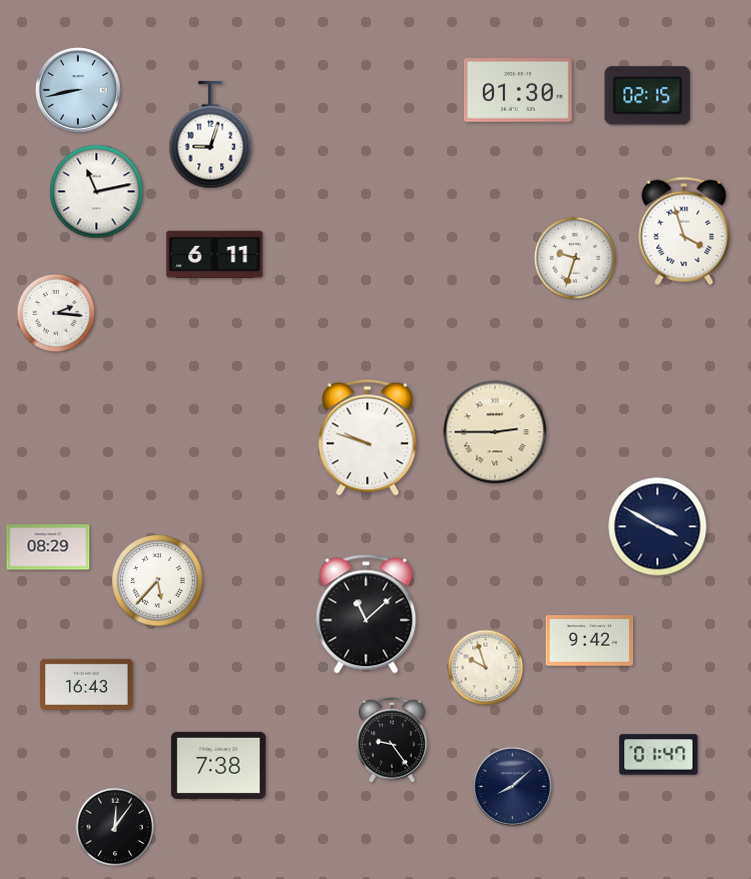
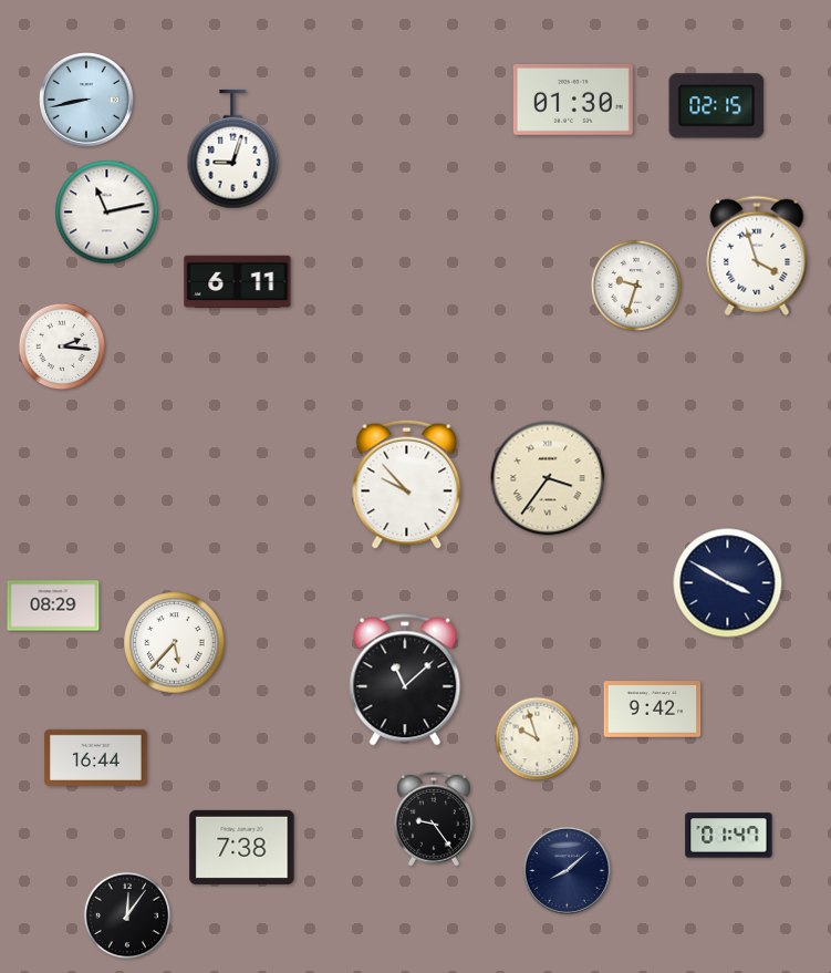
clock at (495, 432): 2:45 -> 3:36
clock at (368, 437): 9:48 -> 9:53
clock at (87, 684): 16:43 -> 16:44
